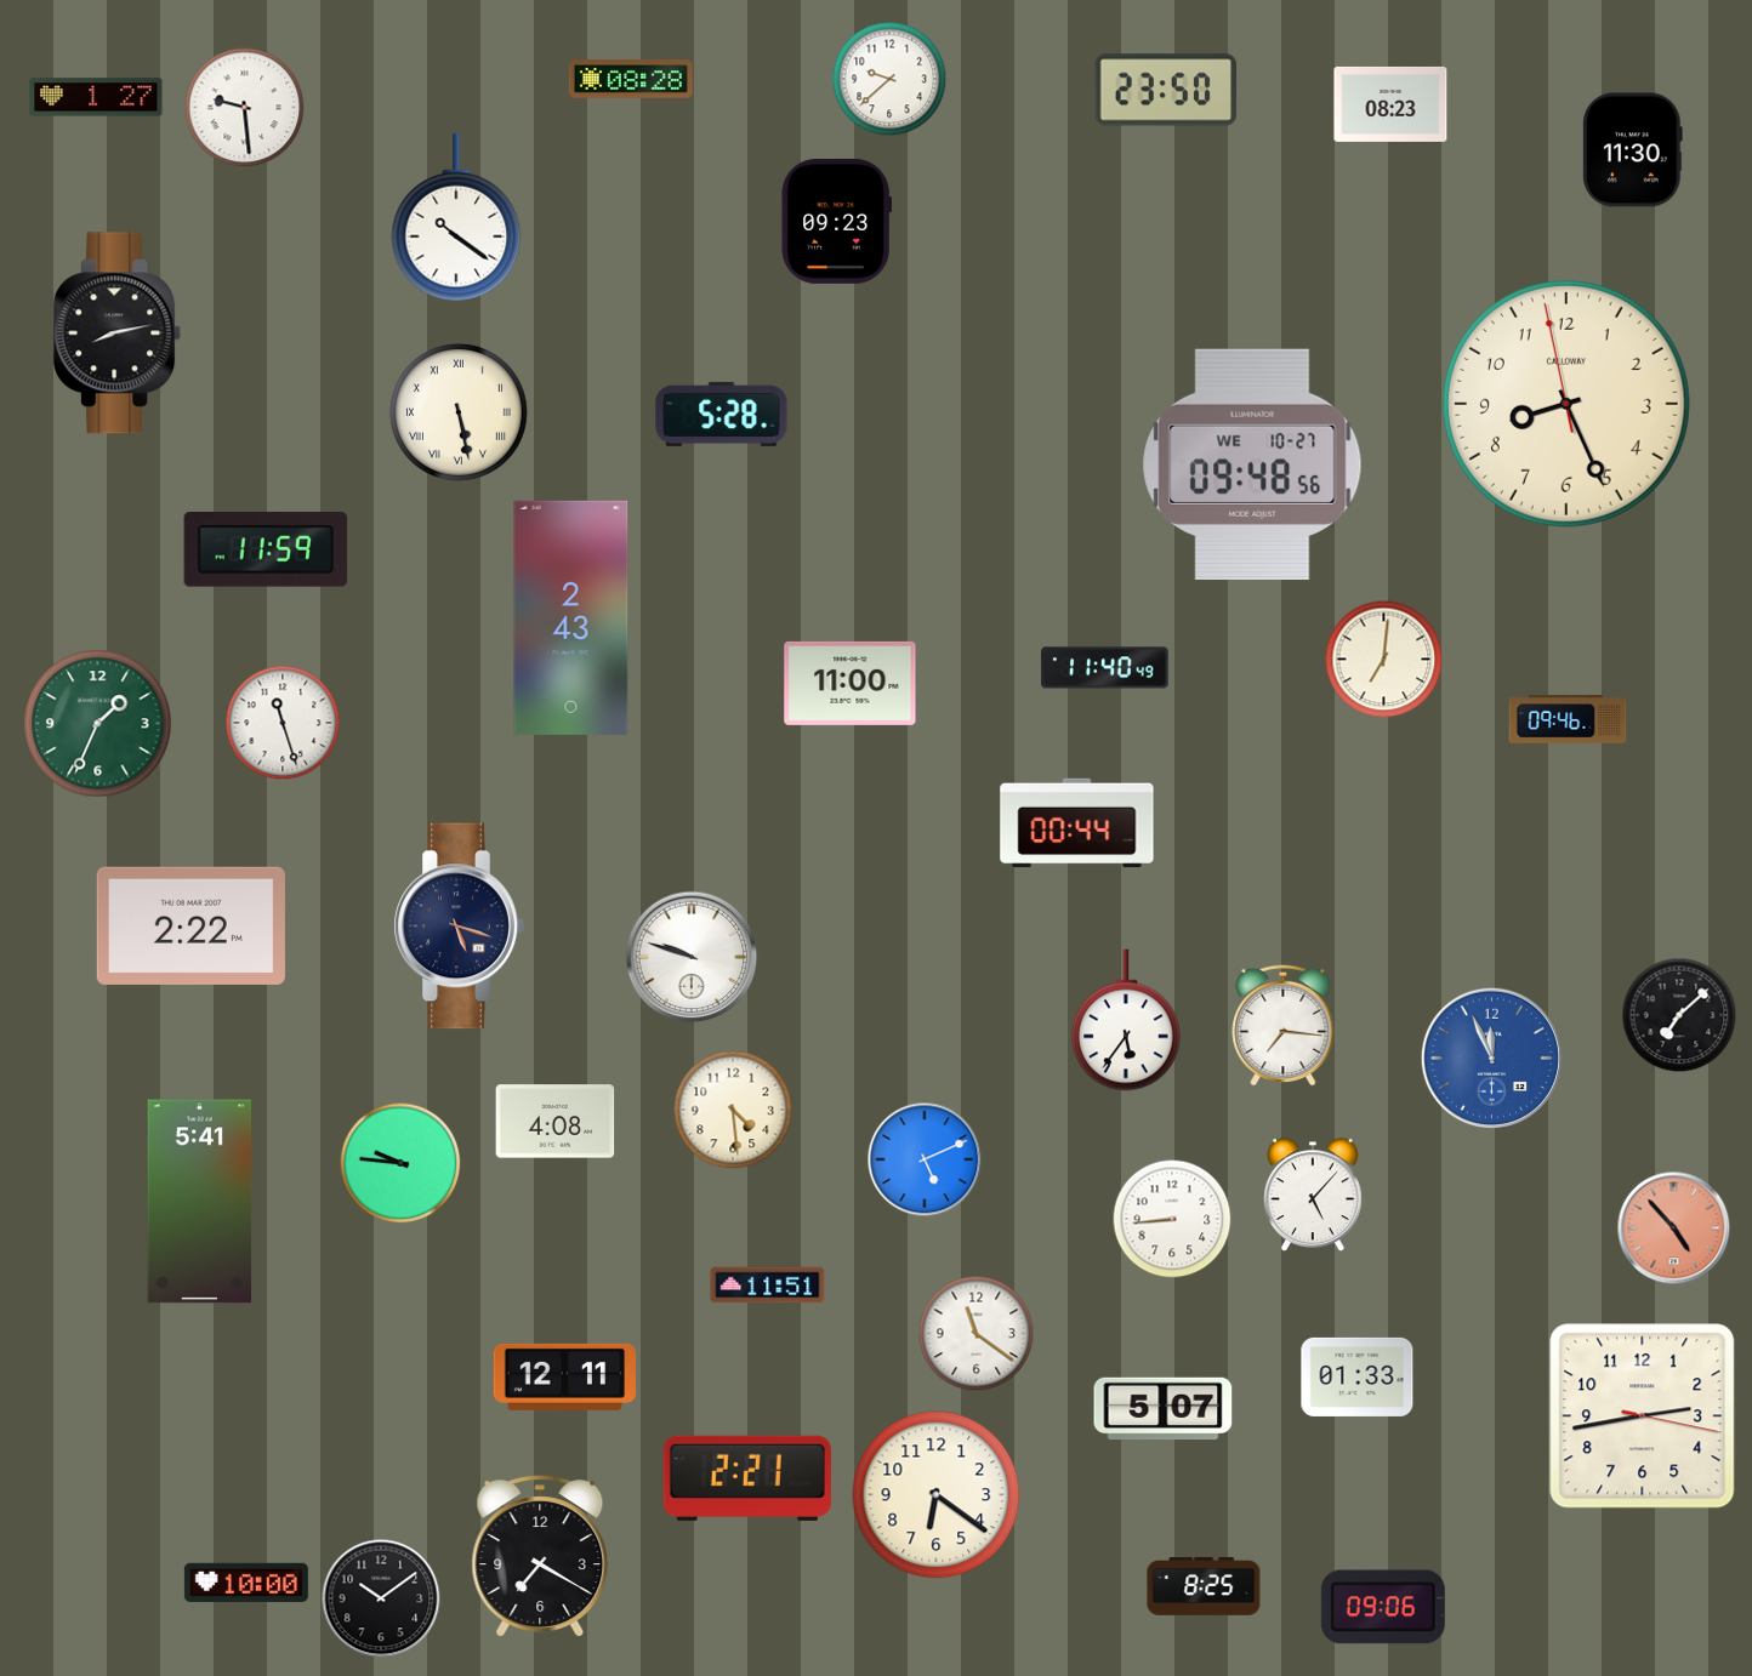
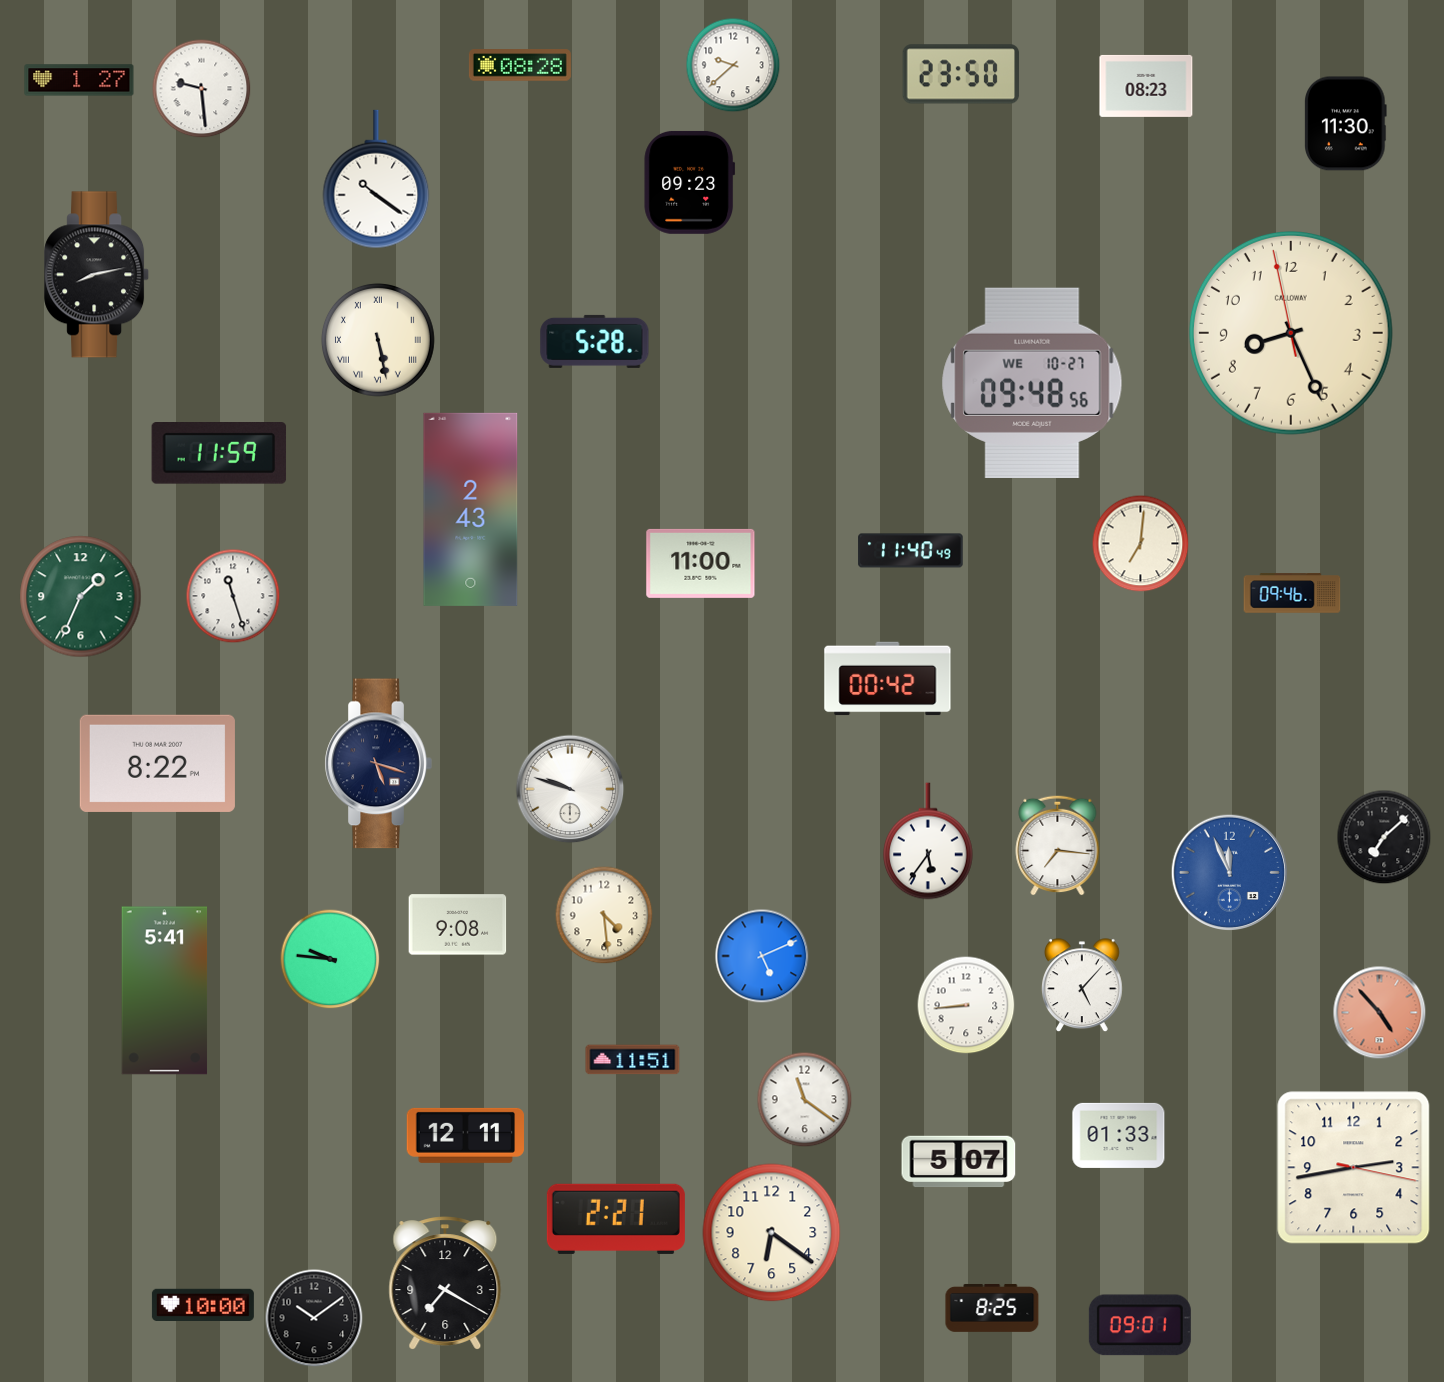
clock at (1077, 823): 00:44 -> 00:42
clock at (190, 925): 2:22 -> 8:22
clock at (556, 1122): 4:08 -> 9:08
clock at (1383, 1607): 09:06 -> 09:01
